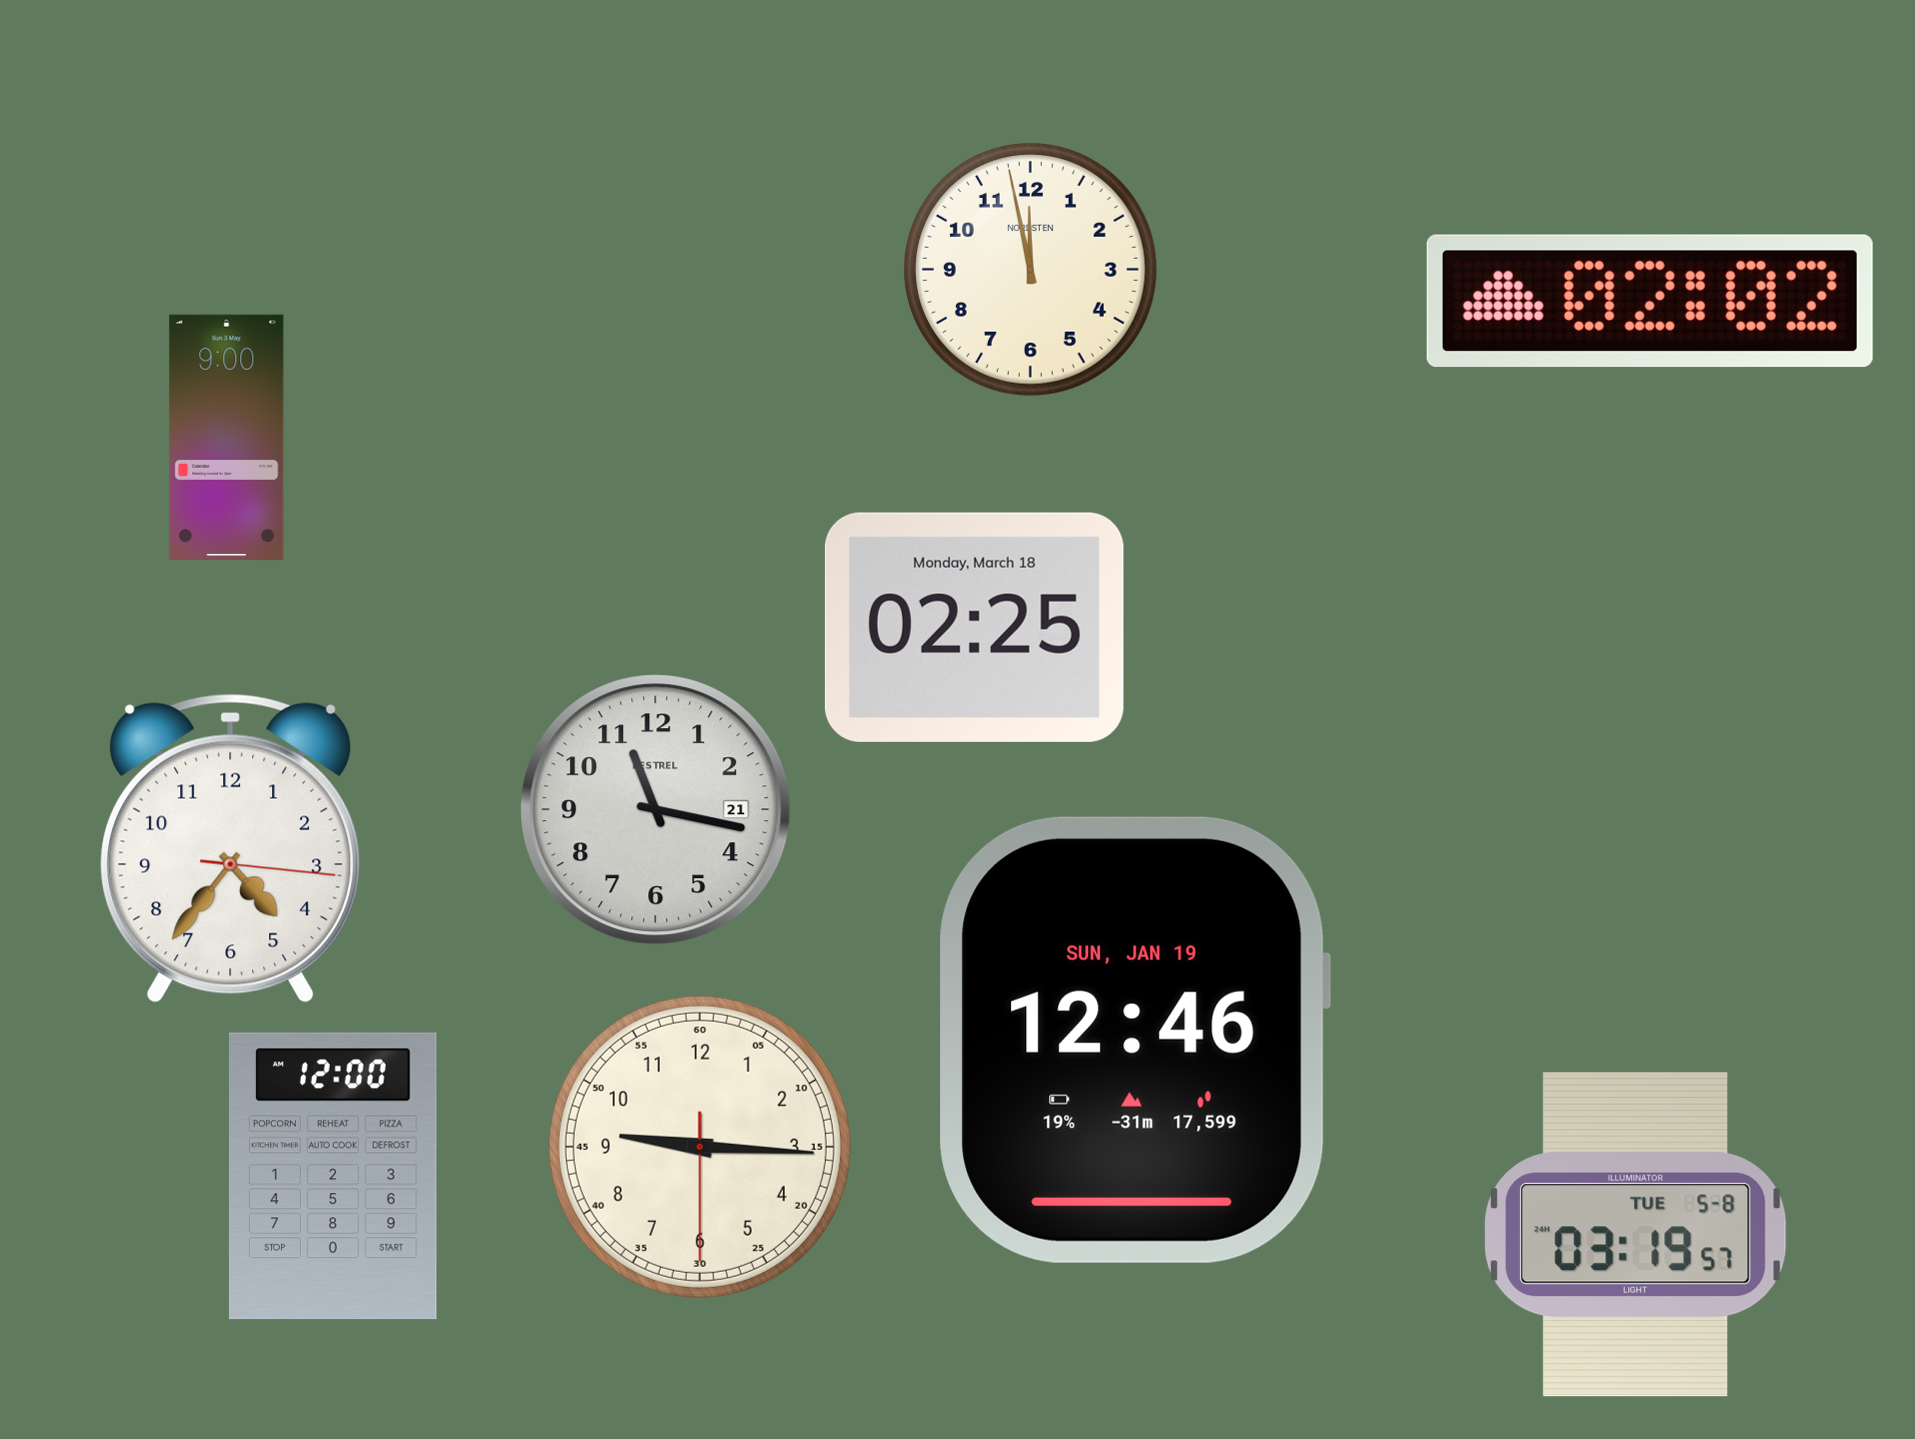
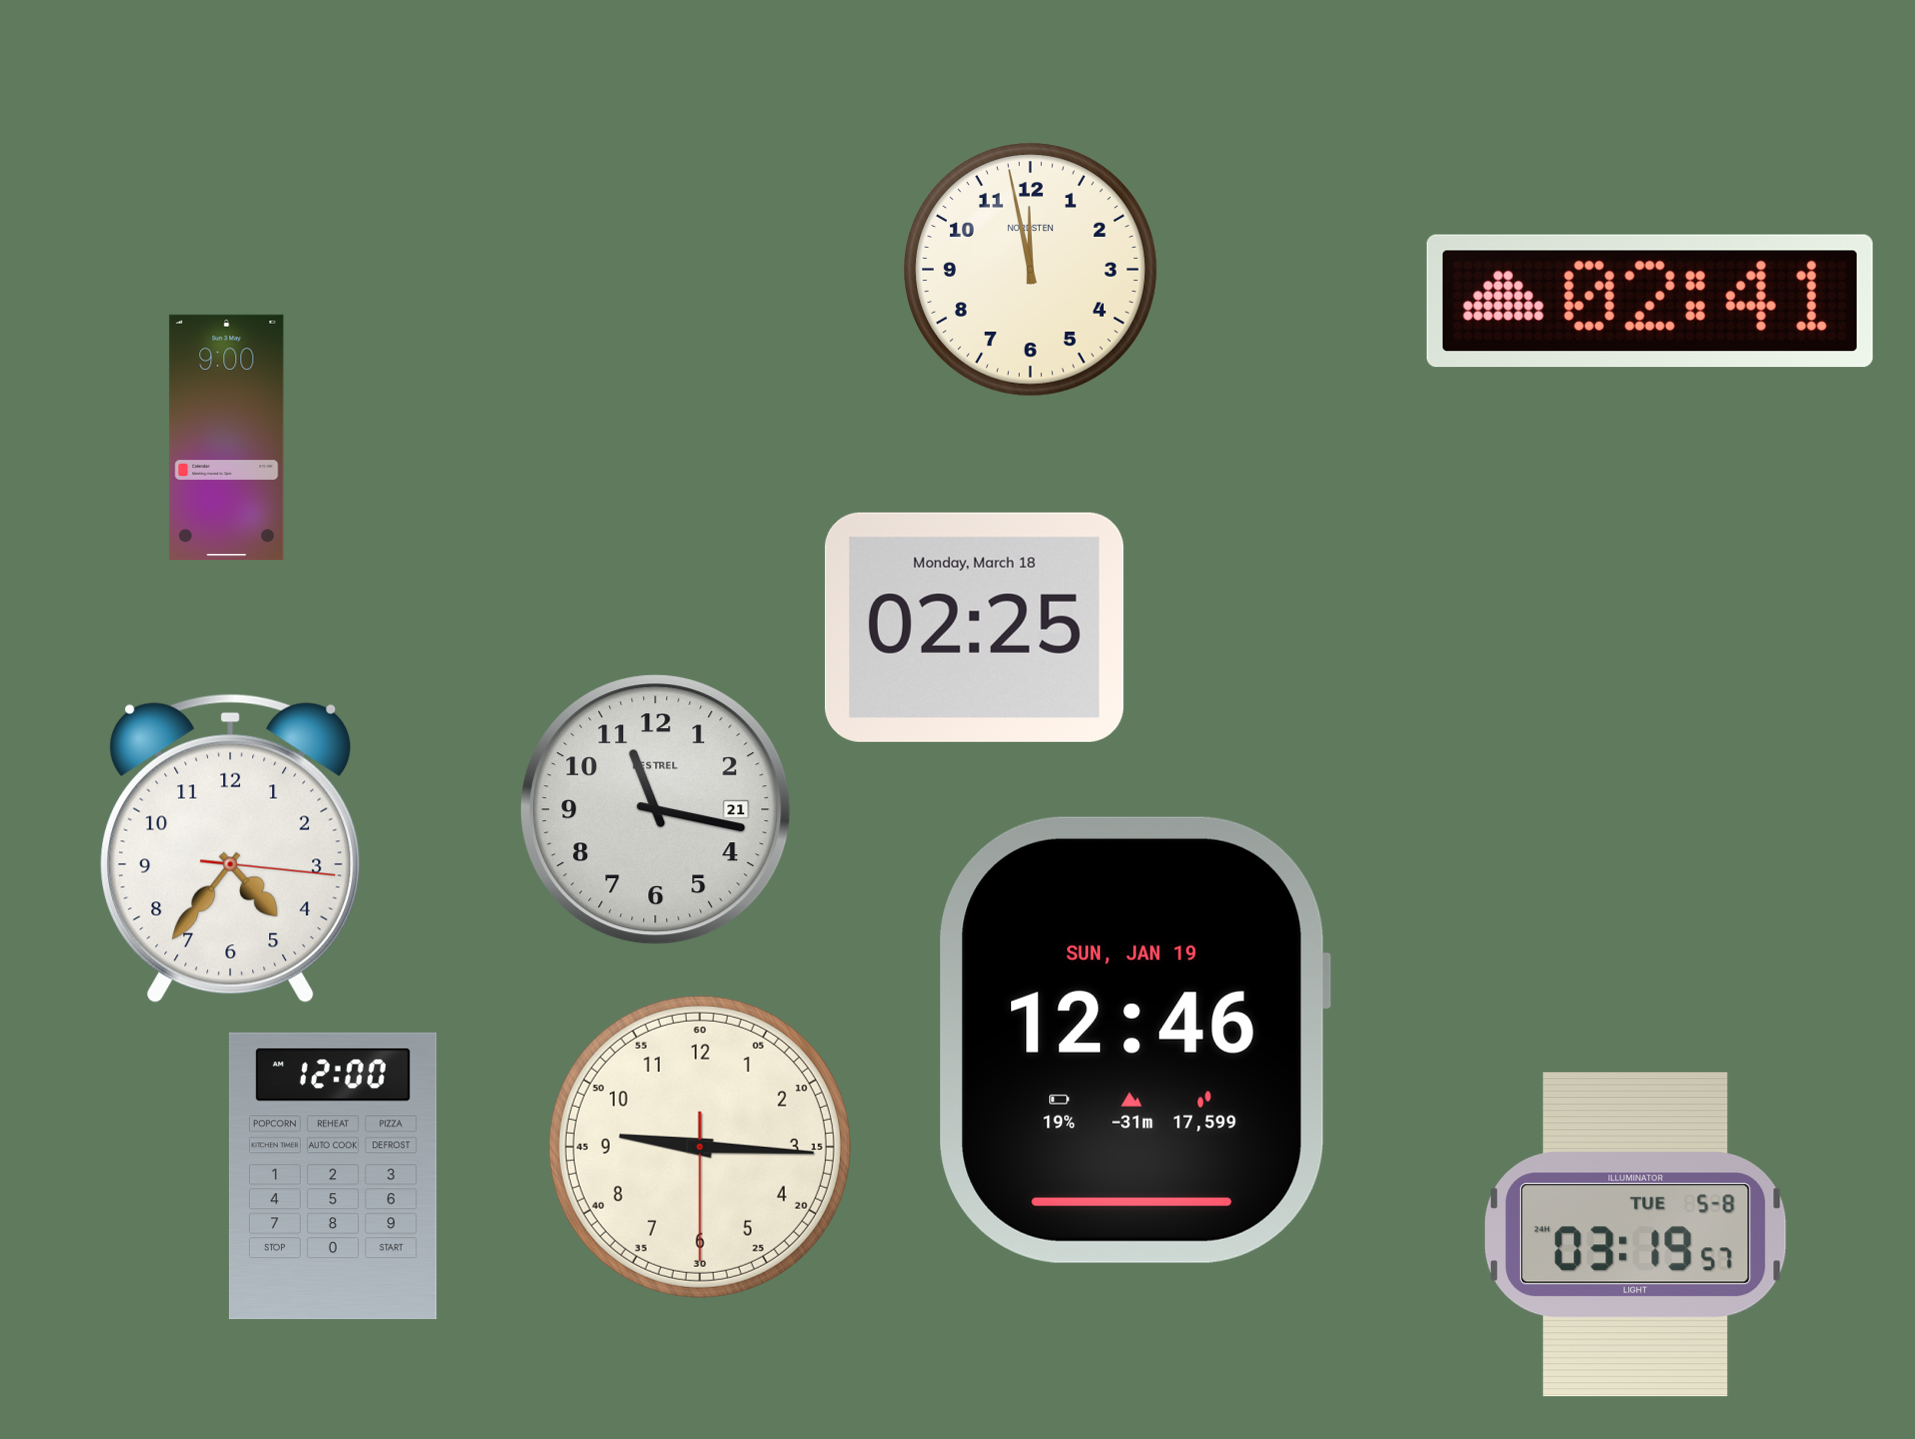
clock at (1650, 301): 02:02 -> 02:41
